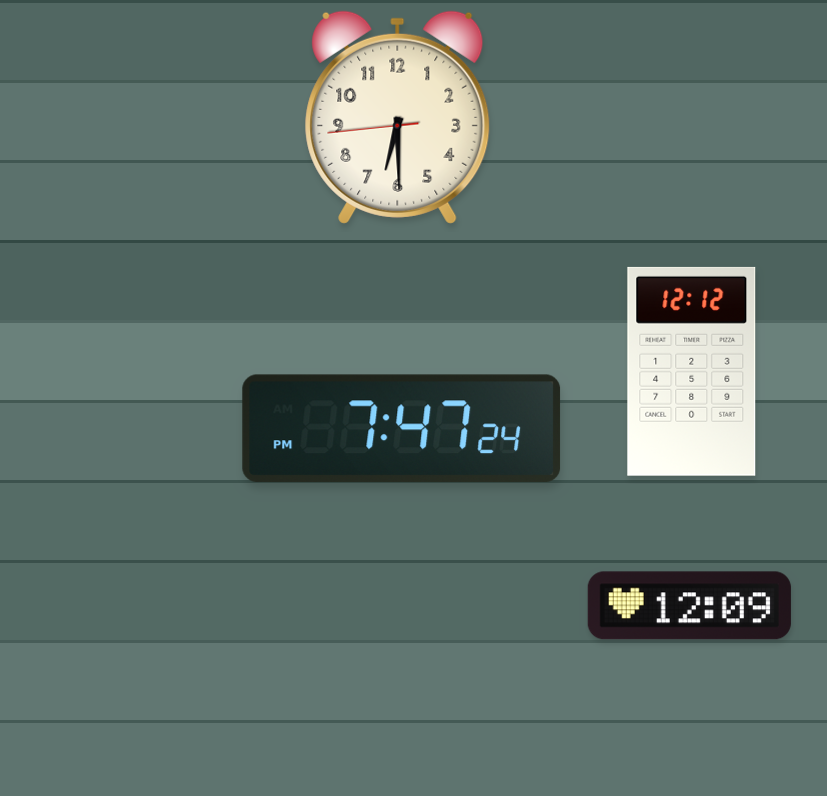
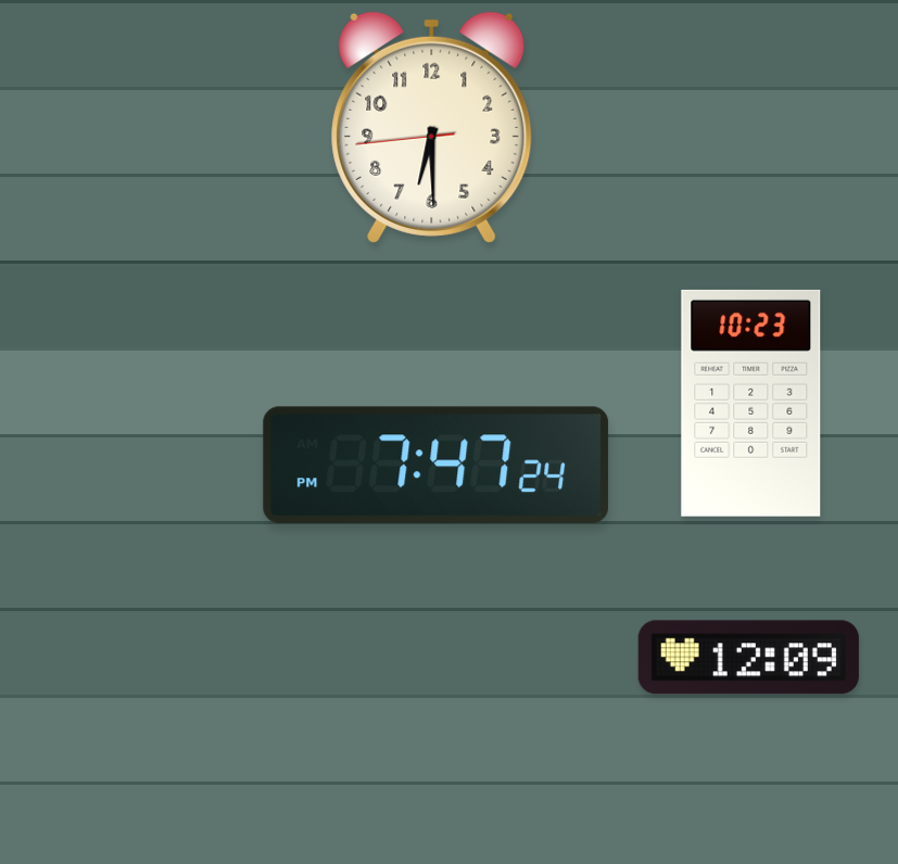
clock at (692, 371): 12:12 -> 10:23
